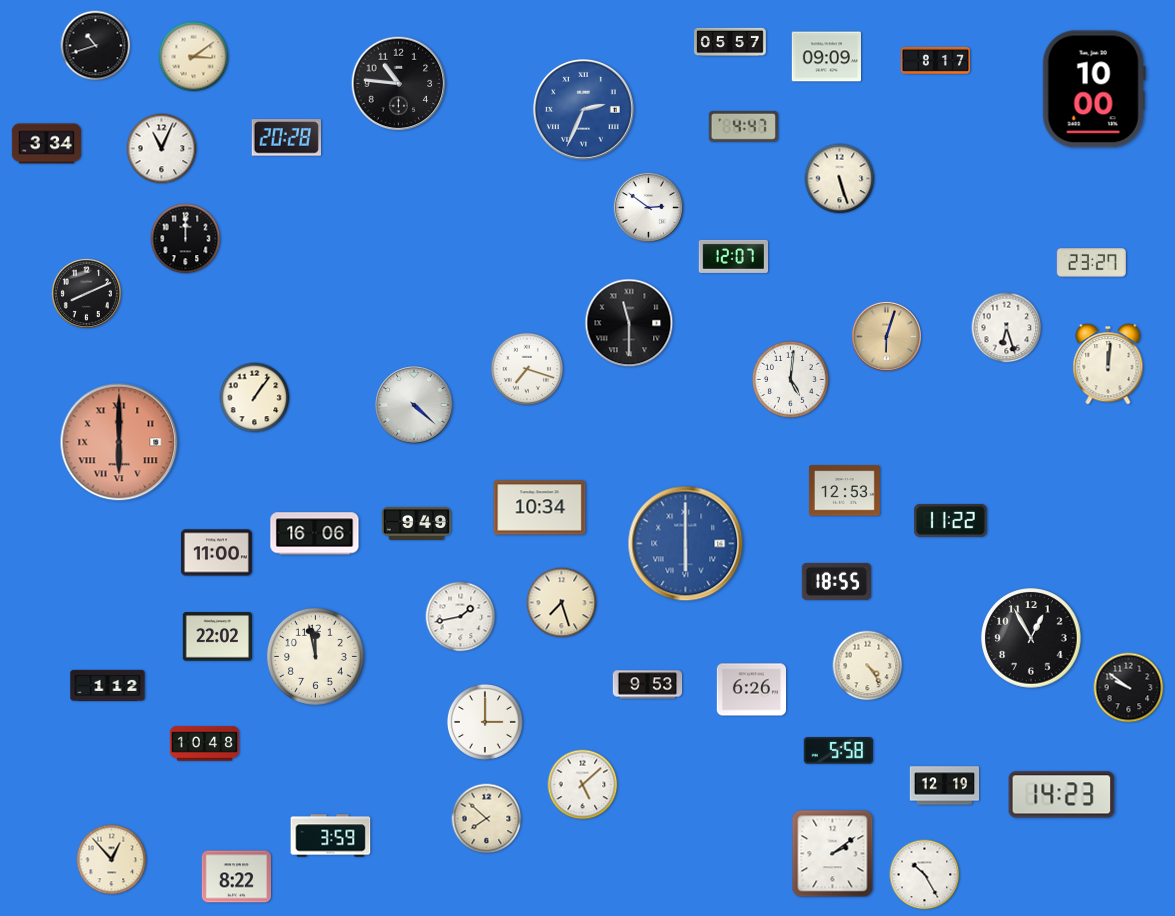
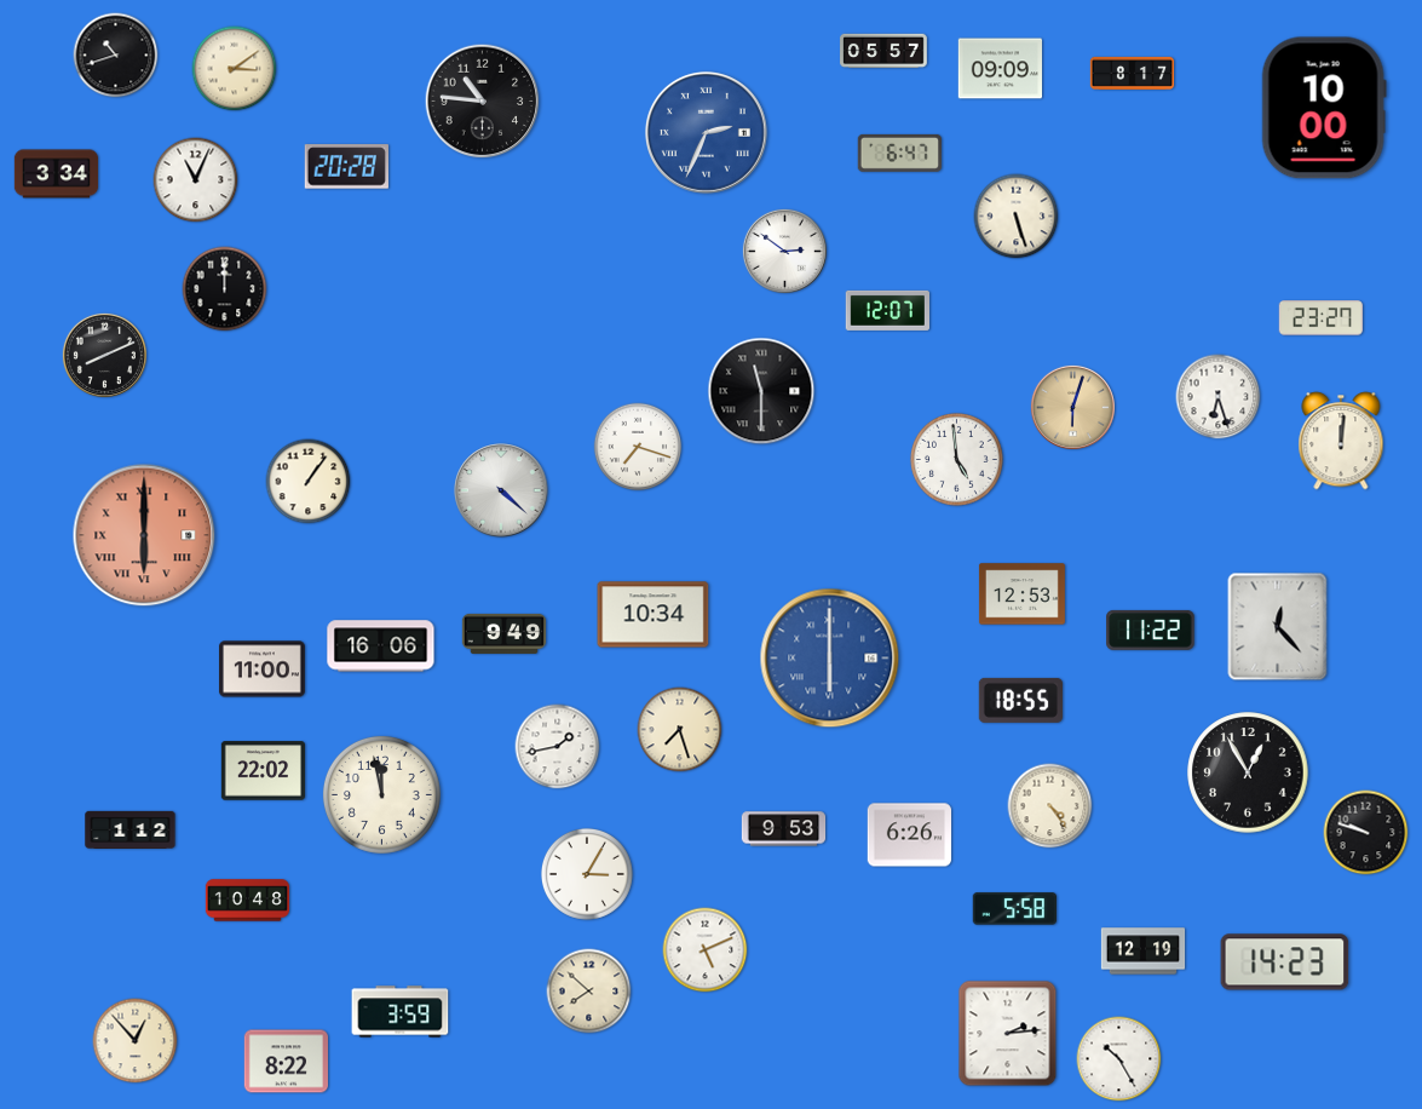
clock at (743, 126): 4:47 -> 6:47
clock at (791, 380): 5:01 -> 4:59
clock at (1278, 627): none -> 12:23
clock at (836, 581) position: (836, 581) -> (1020, 700)
clock at (1129, 688): 9:51 -> 9:48
clock at (485, 722): 3:00 -> 3:05
clock at (583, 785): 5:08 -> 5:11
clock at (833, 854): 2:09 -> 2:14
